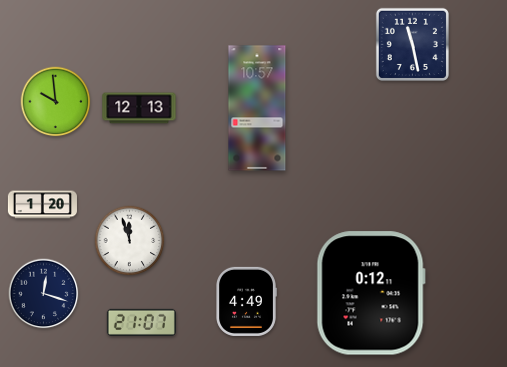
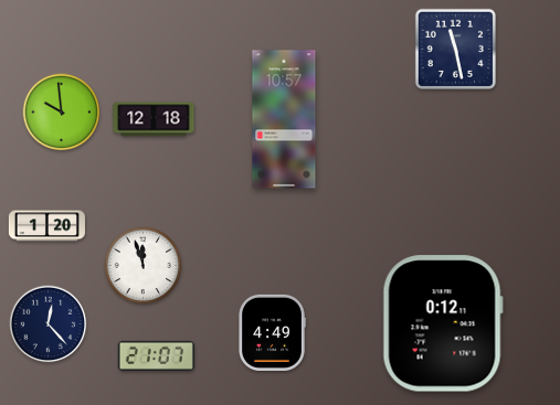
clock at (139, 108): 12:13 -> 12:18
clock at (371, 293) position: (371, 293) -> (443, 323)
clock at (44, 294): 12:18 -> 12:23
